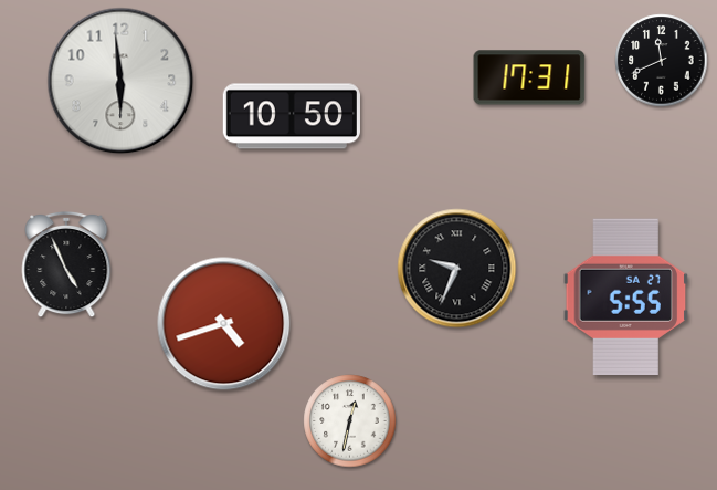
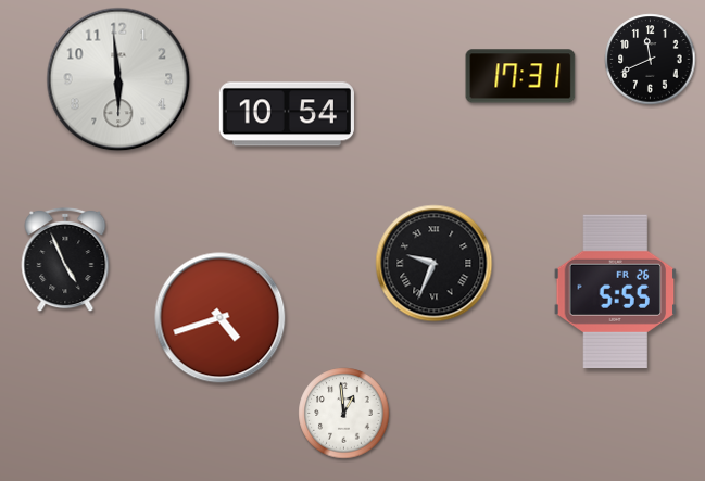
clock at (292, 116): 10:50 -> 10:54
clock at (457, 269) position: (457, 269) -> (435, 264)
clock at (626, 298) date: SA 27 -> FR 26
clock at (350, 421): 12:32 -> 12:59
